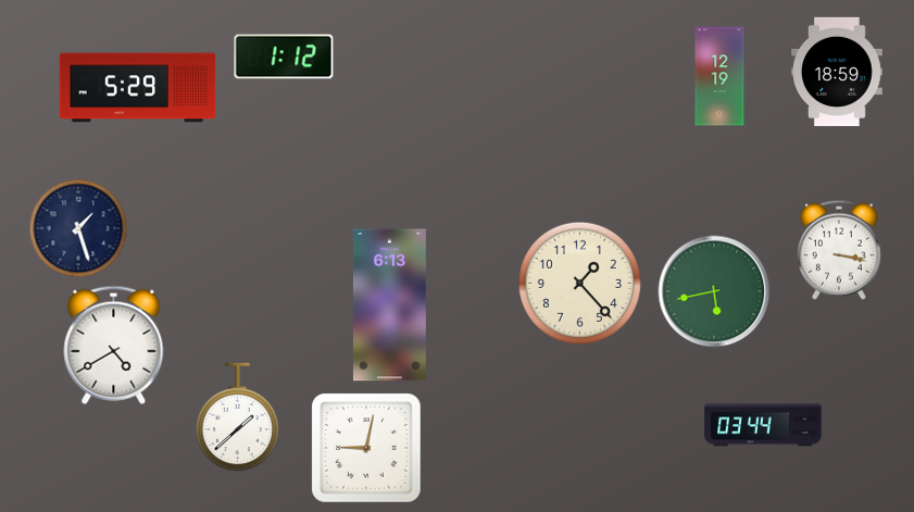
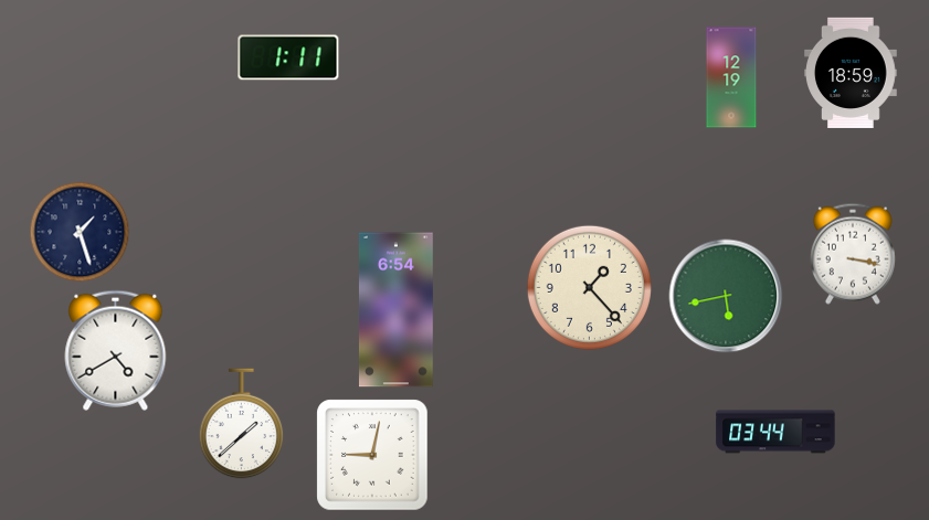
clock at (284, 57): 1:12 -> 1:11
clock at (138, 88): 5:29 -> none
clock at (389, 305): 6:13 -> 6:54
